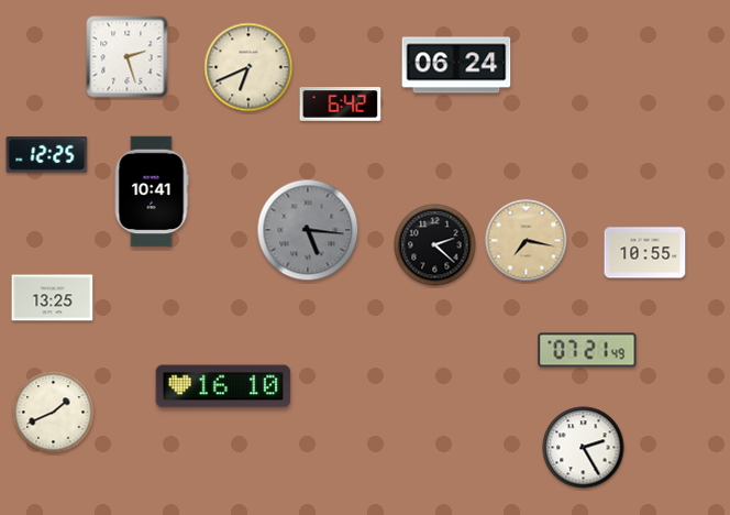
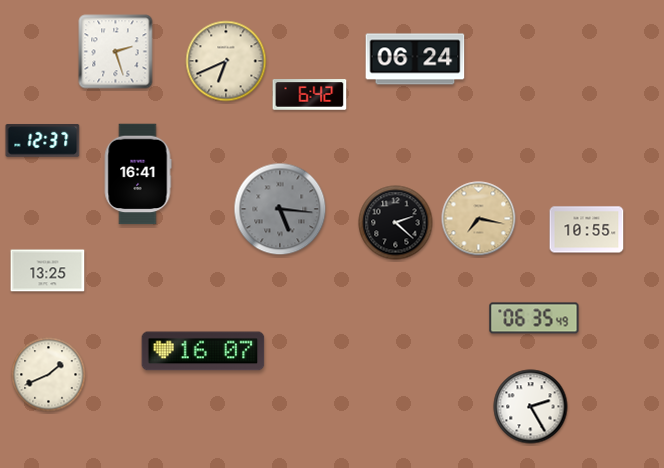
clock at (47, 155): 12:25 -> 12:37
clock at (152, 191): 10:41 -> 16:41
clock at (587, 350): 07:21 -> 06:35
clock at (223, 386): 16:10 -> 16:07
